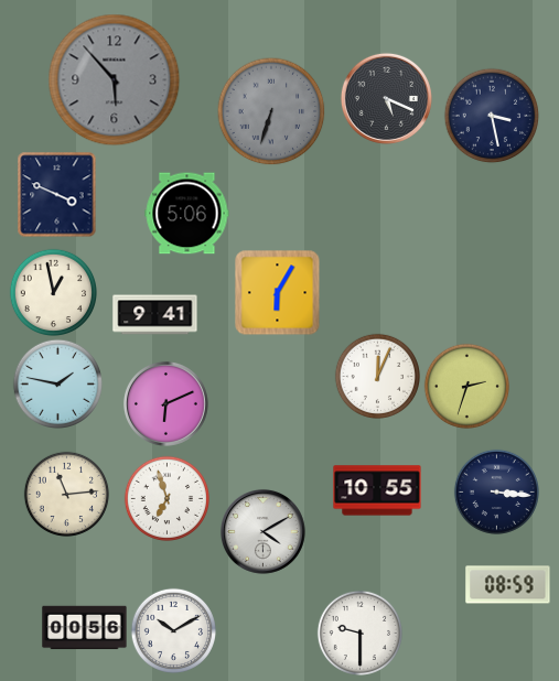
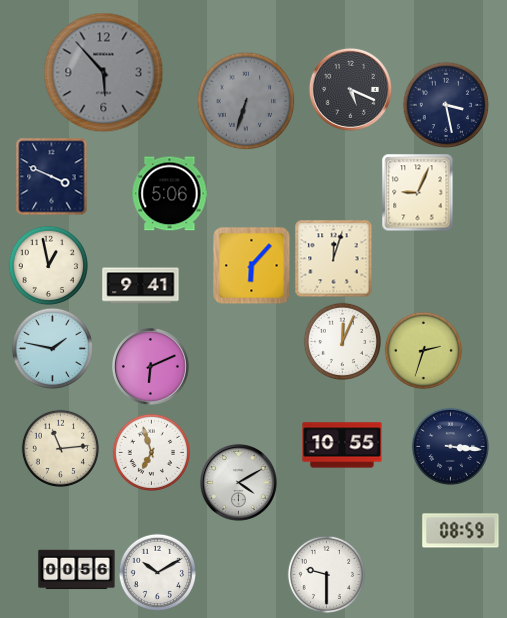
clock at (418, 192): none -> 9:04
clock at (333, 258): none -> 12:03
clock at (277, 292): 6:05 -> 6:07
